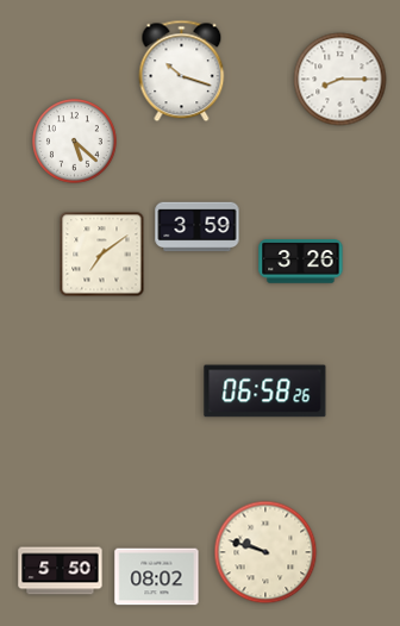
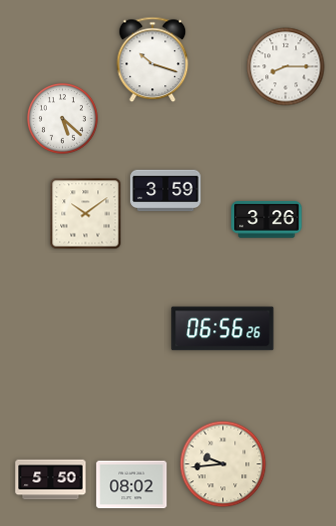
clock at (102, 255): 7:09 -> 10:09
clock at (301, 262) position: (301, 262) -> (267, 220)
clock at (265, 392): 06:58 -> 06:56
clock at (265, 552): 9:48 -> 9:44
